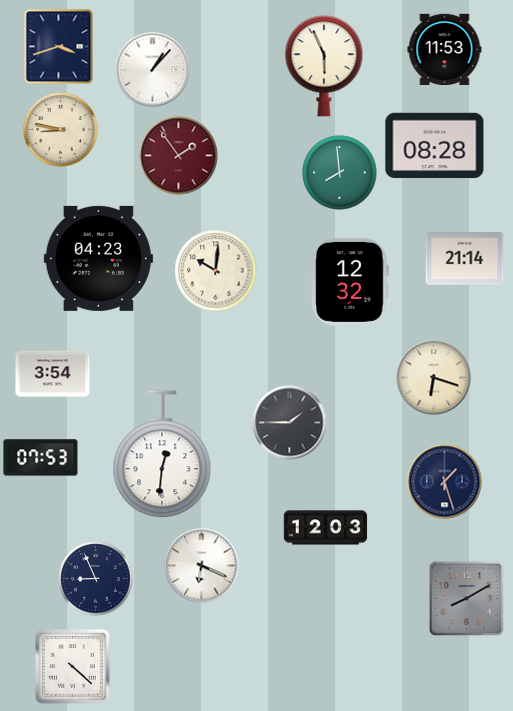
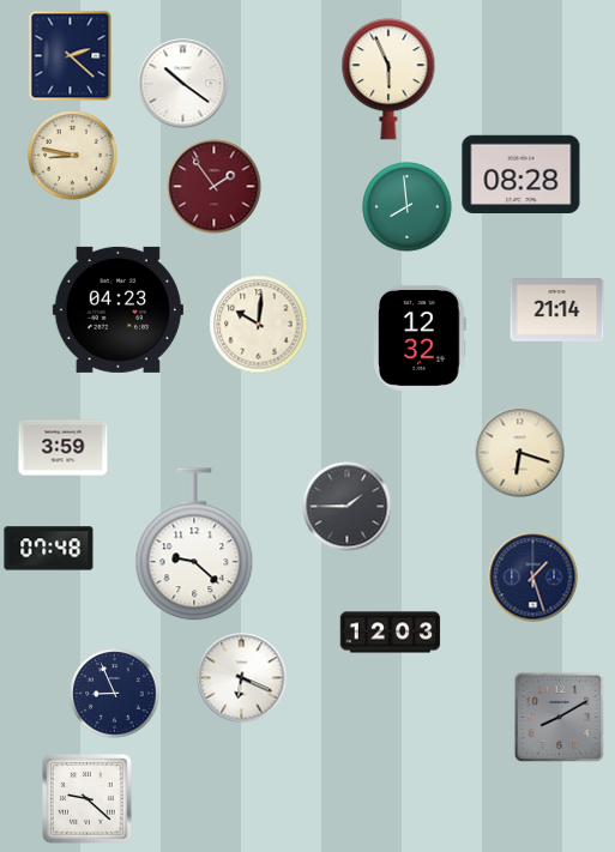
clock at (59, 47): 3:42 -> 2:22
clock at (445, 50): 11:53 -> none
clock at (153, 70): 1:07 -> 10:21
clock at (53, 374): 3:54 -> 3:59
clock at (162, 455): 12:31 -> 9:22
clock at (41, 458): 07:53 -> 07:48
clock at (73, 667): 4:22 -> 9:22
